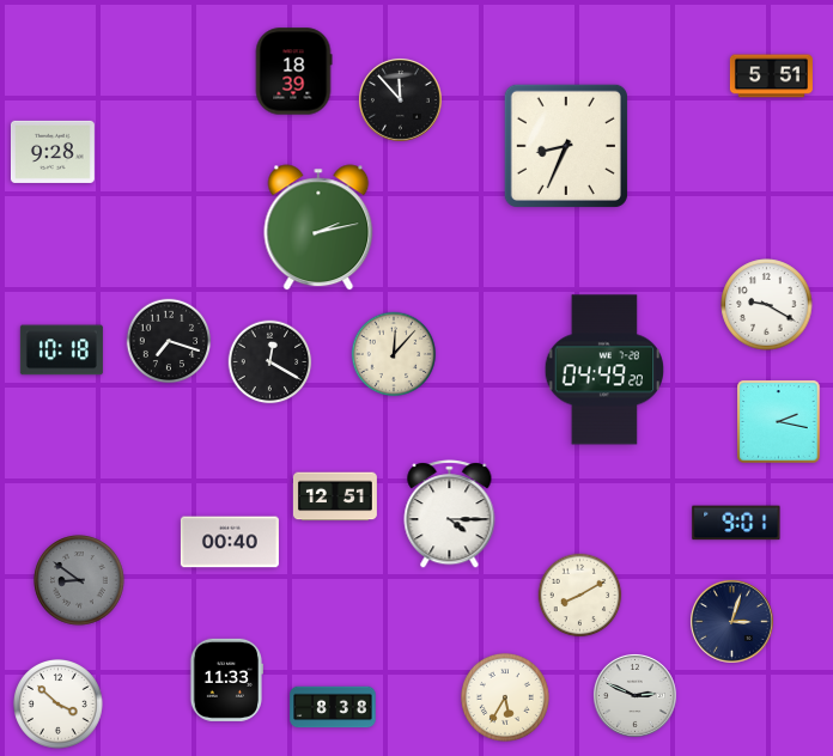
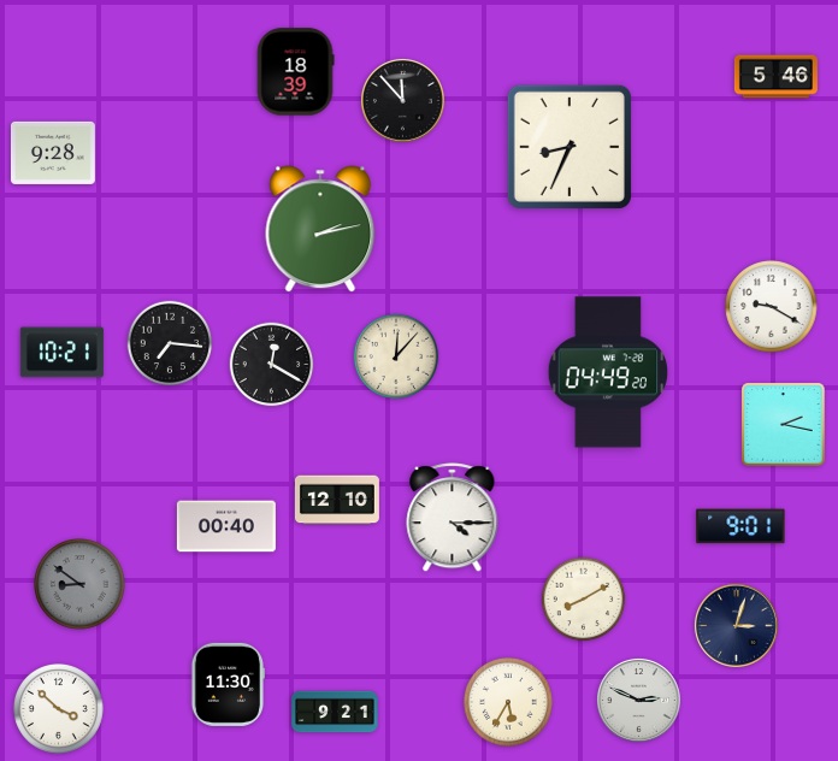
clock at (771, 77): 5:51 -> 5:46
clock at (169, 341): 7:18 -> 7:16
clock at (61, 350): 10:18 -> 10:21
clock at (335, 496): 12:51 -> 12:10
clock at (230, 542) position: (230, 542) -> (226, 526)
clock at (225, 679): 11:33 -> 11:30
clock at (333, 707): 8:38 -> 9:21
